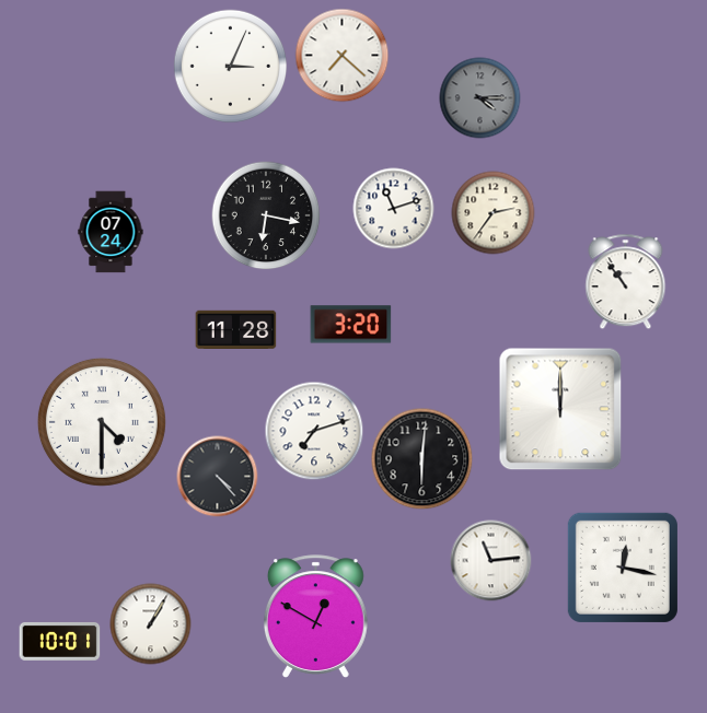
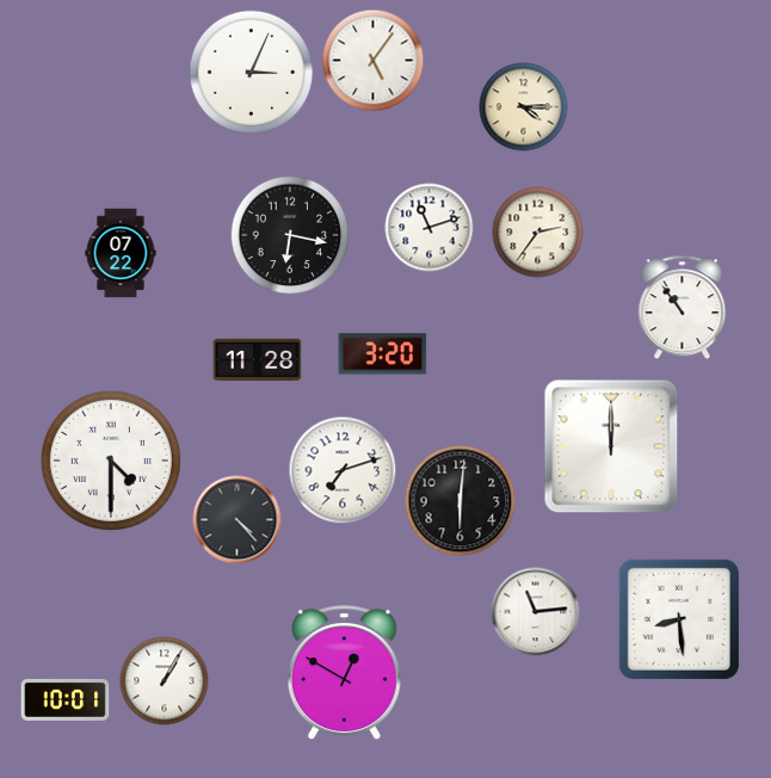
clock at (343, 56): 7:22 -> 5:06
clock at (480, 98) dial: grey -> cream
clock at (111, 232): 07:24 -> 07:22
clock at (623, 568): 12:17 -> 8:29
